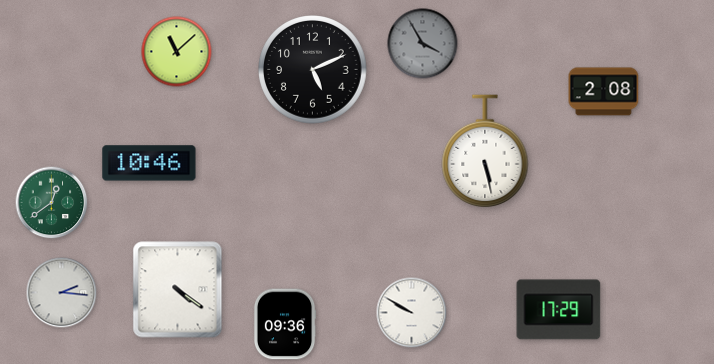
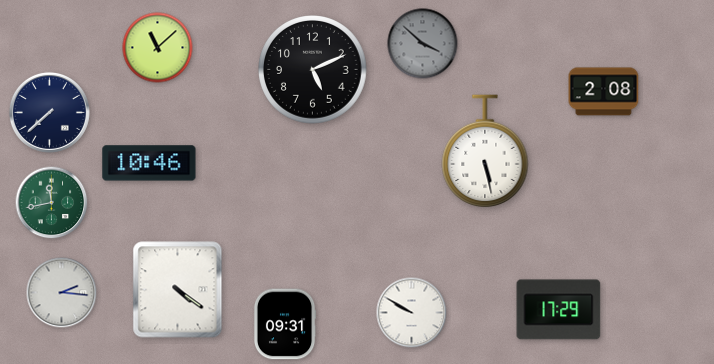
clock at (423, 44): 3:55 -> 3:52
clock at (177, 52) position: (177, 52) -> (158, 48)
clock at (49, 112): none -> 7:38
clock at (52, 203): 12:39 -> 11:43
clock at (285, 324): 09:36 -> 09:31
